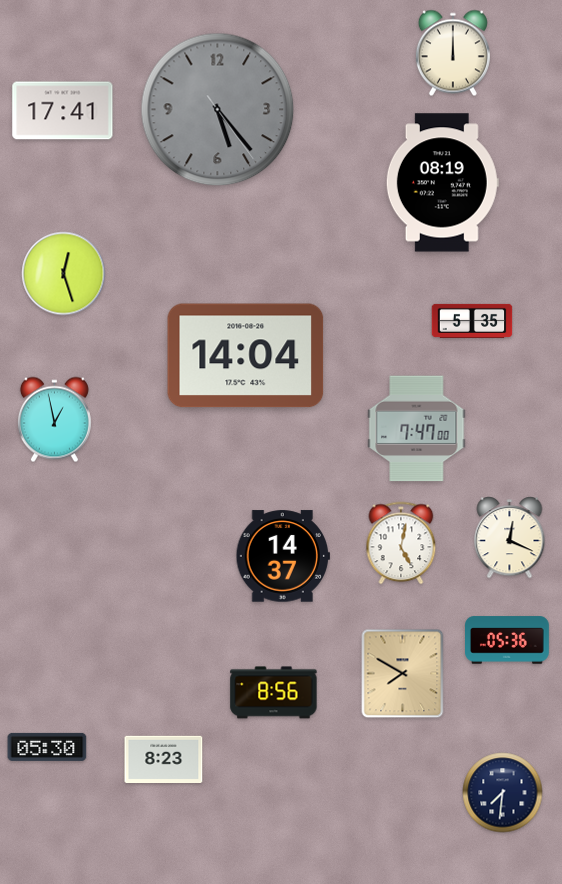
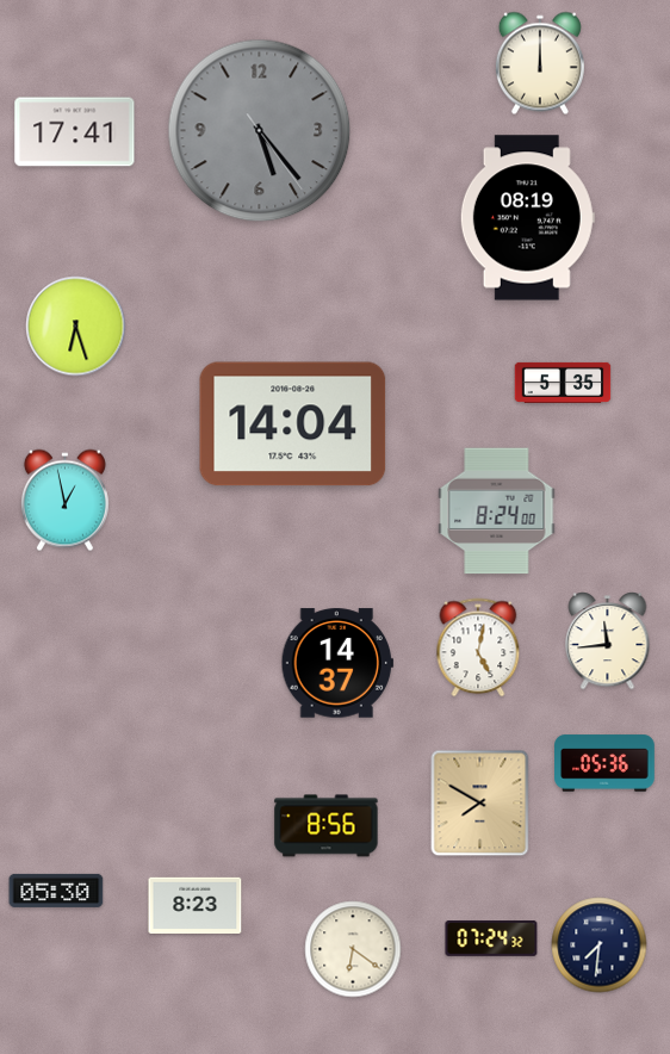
clock at (64, 274): 12:27 -> 6:27
clock at (417, 429): 7:47 -> 8:24
clock at (510, 538): 12:19 -> 11:44
clock at (491, 938): none -> 07:24
clock at (353, 949): none -> 6:21
